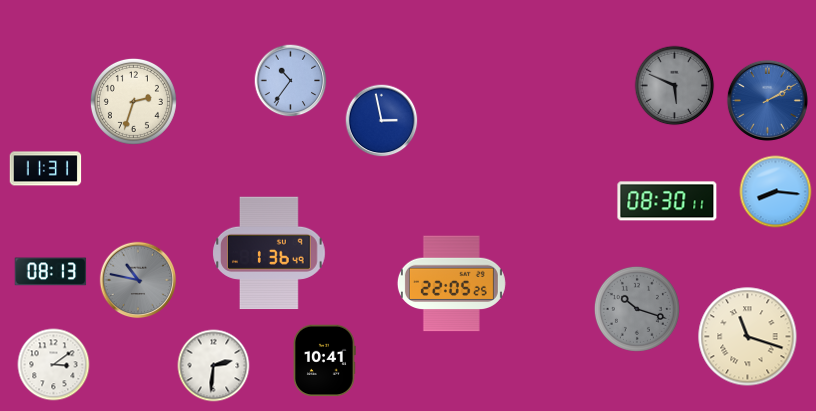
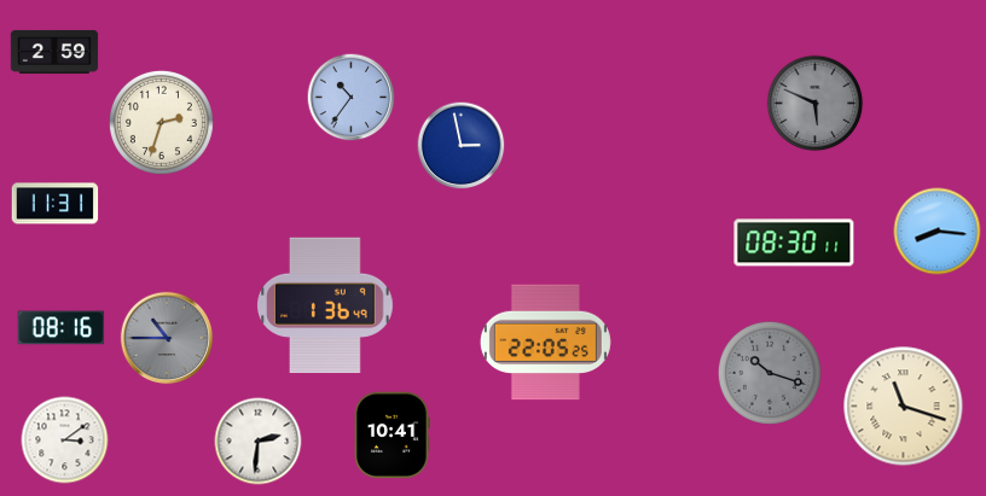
clock at (54, 52): none -> 2:59
clock at (767, 100): 2:10 -> none
clock at (667, 201) position: (667, 201) -> (794, 243)
clock at (51, 272): 08:13 -> 08:16
clock at (138, 280): 10:47 -> 10:45
